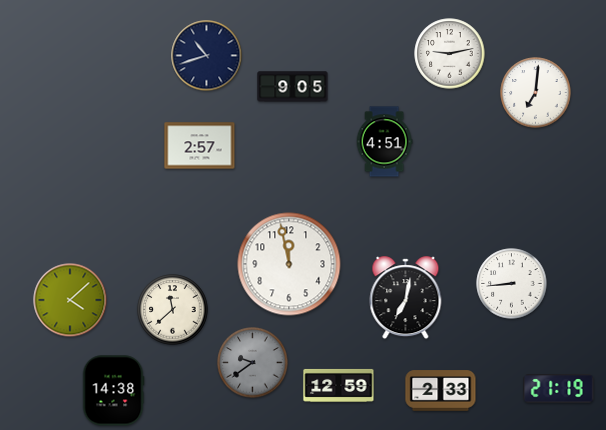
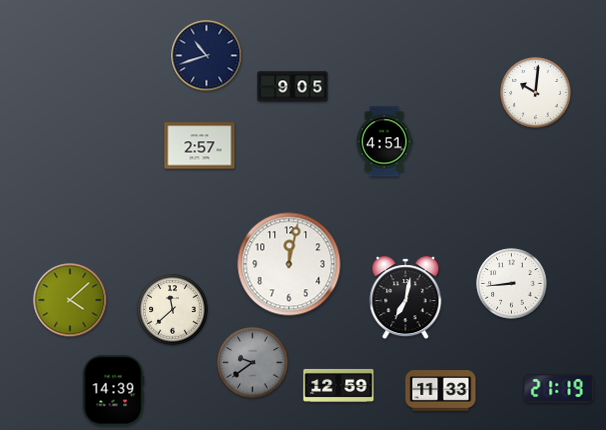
clock at (450, 54): 9:13 -> none
clock at (536, 93): 7:01 -> 10:01
clock at (289, 264): 11:58 -> 12:02
clock at (113, 391): 14:38 -> 14:39
clock at (441, 391): 2:33 -> 11:33
